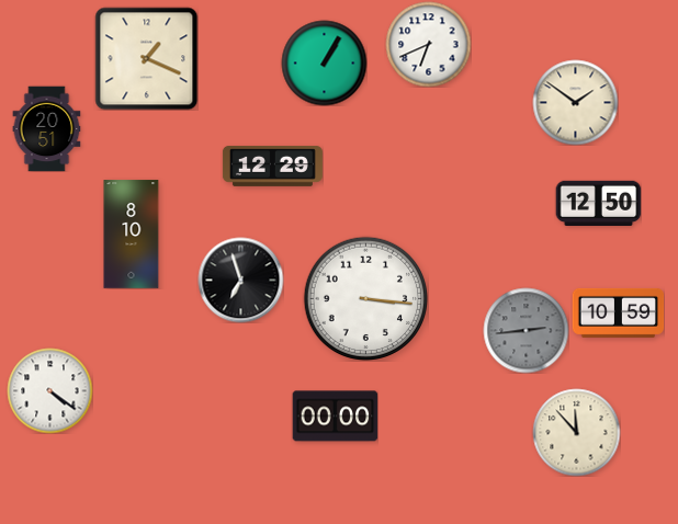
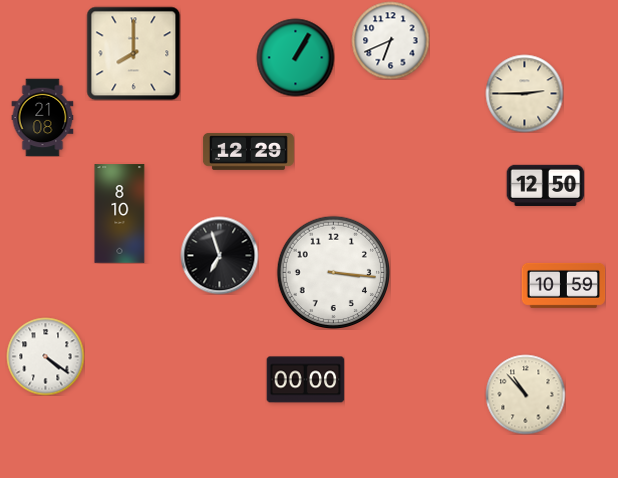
clock at (146, 58): 1:19 -> 8:00
clock at (575, 102): 1:51 -> 2:45
clock at (47, 128): 20:51 -> 21:08
clock at (526, 330): 2:44 -> none
clock at (576, 432): 11:53 -> 10:53
